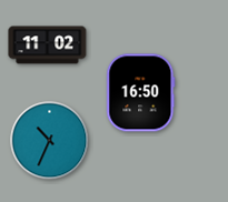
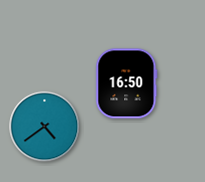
clock at (48, 46): 11:02 -> none
clock at (50, 141): 10:34 -> 4:39
